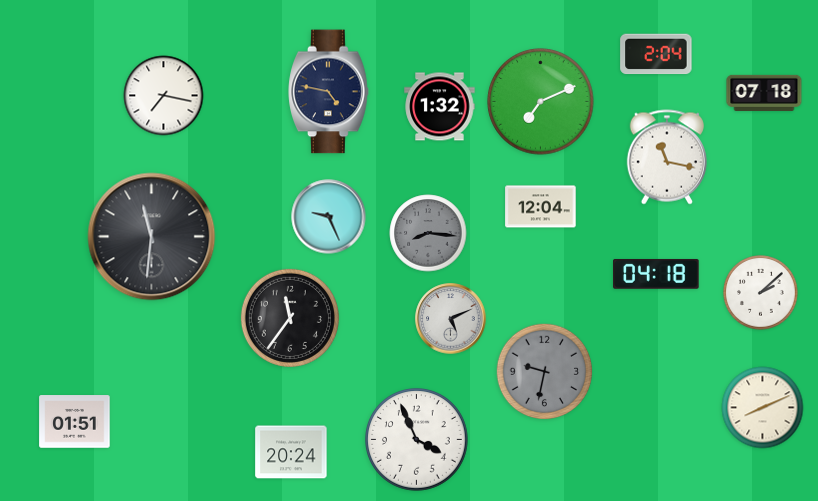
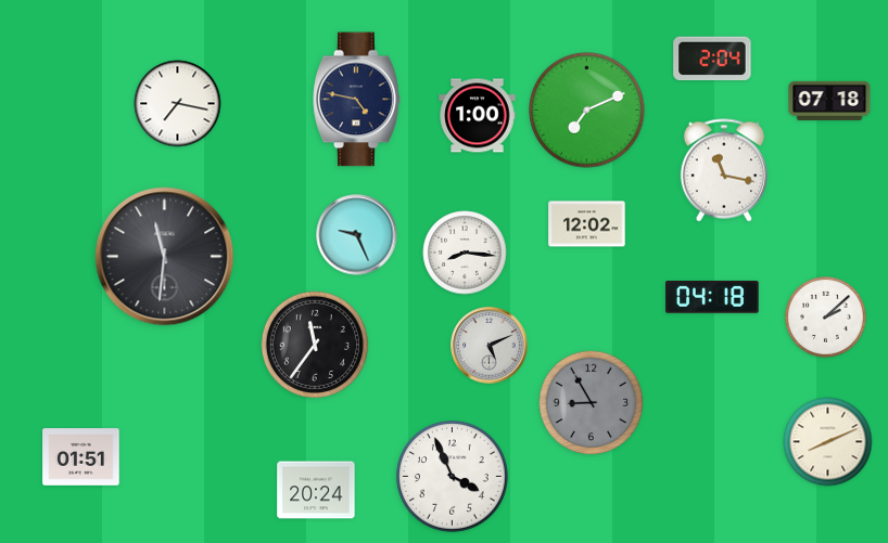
clock at (440, 107): 1:32 -> 1:00
clock at (541, 207): 12:04 -> 12:02
clock at (428, 233) dial: grey -> white
clock at (545, 372): 9:32 -> 8:55
